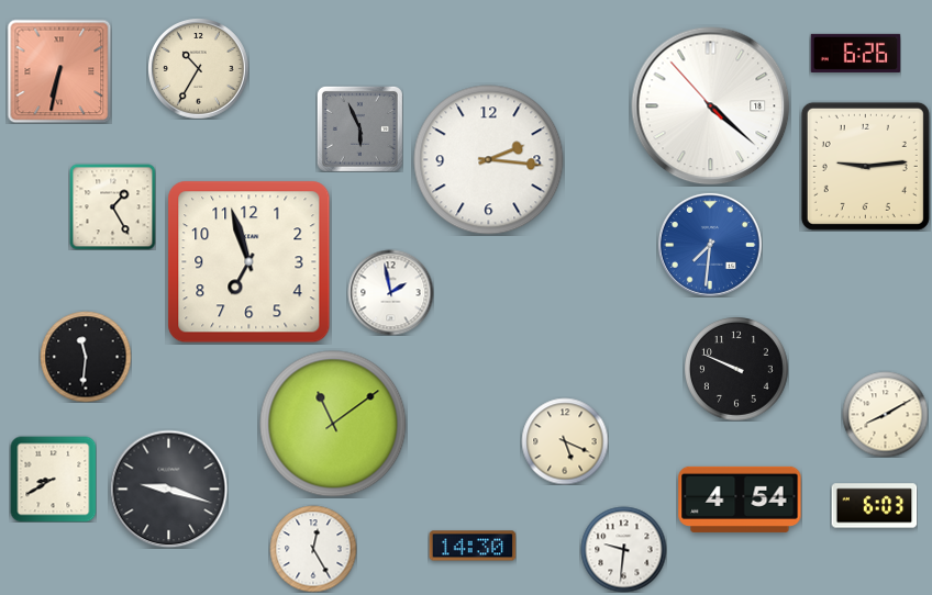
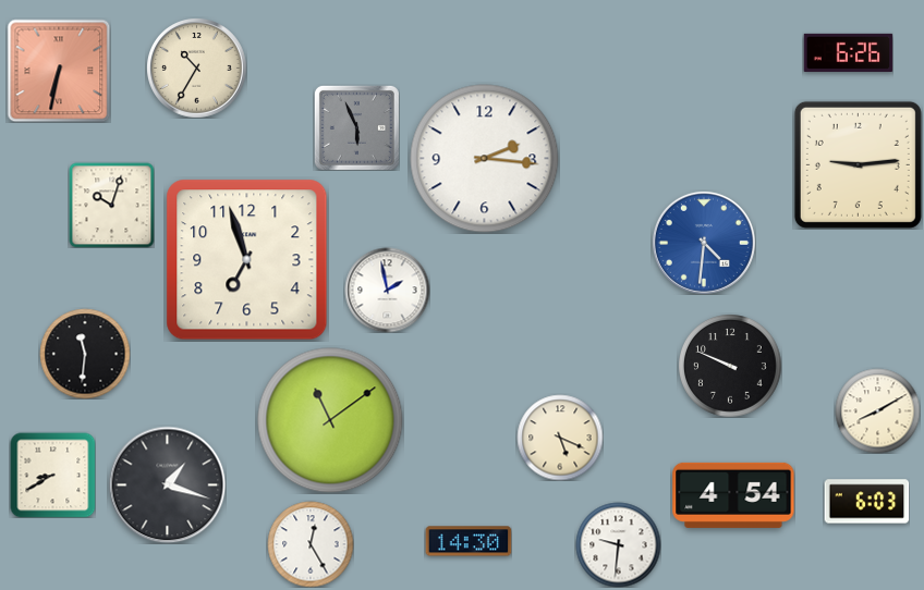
clock at (711, 106): 4:21 -> none
clock at (112, 206): 1:25 -> 10:03
clock at (710, 245): 7:31 -> 4:31
clock at (168, 489): 9:18 -> 1:18
